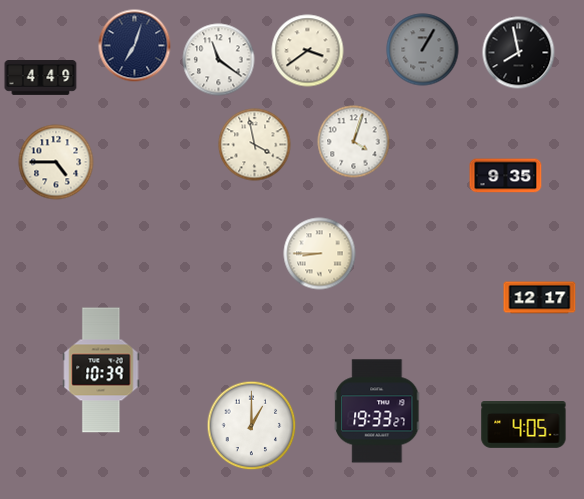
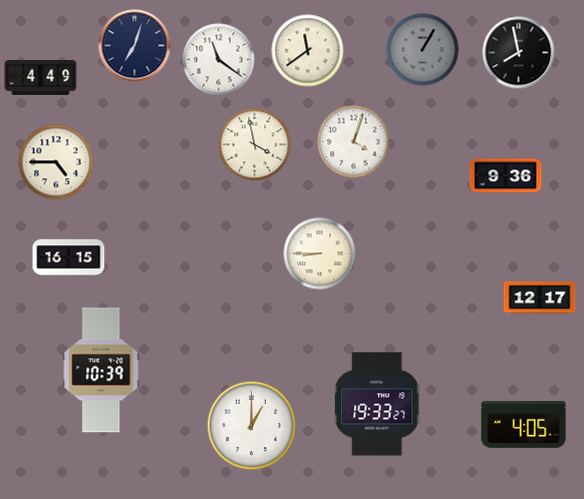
clock at (308, 51): 3:39 -> 11:39
clock at (506, 176): 9:35 -> 9:36
clock at (69, 258): none -> 16:15
clock at (377, 411) position: (377, 411) -> (377, 404)
